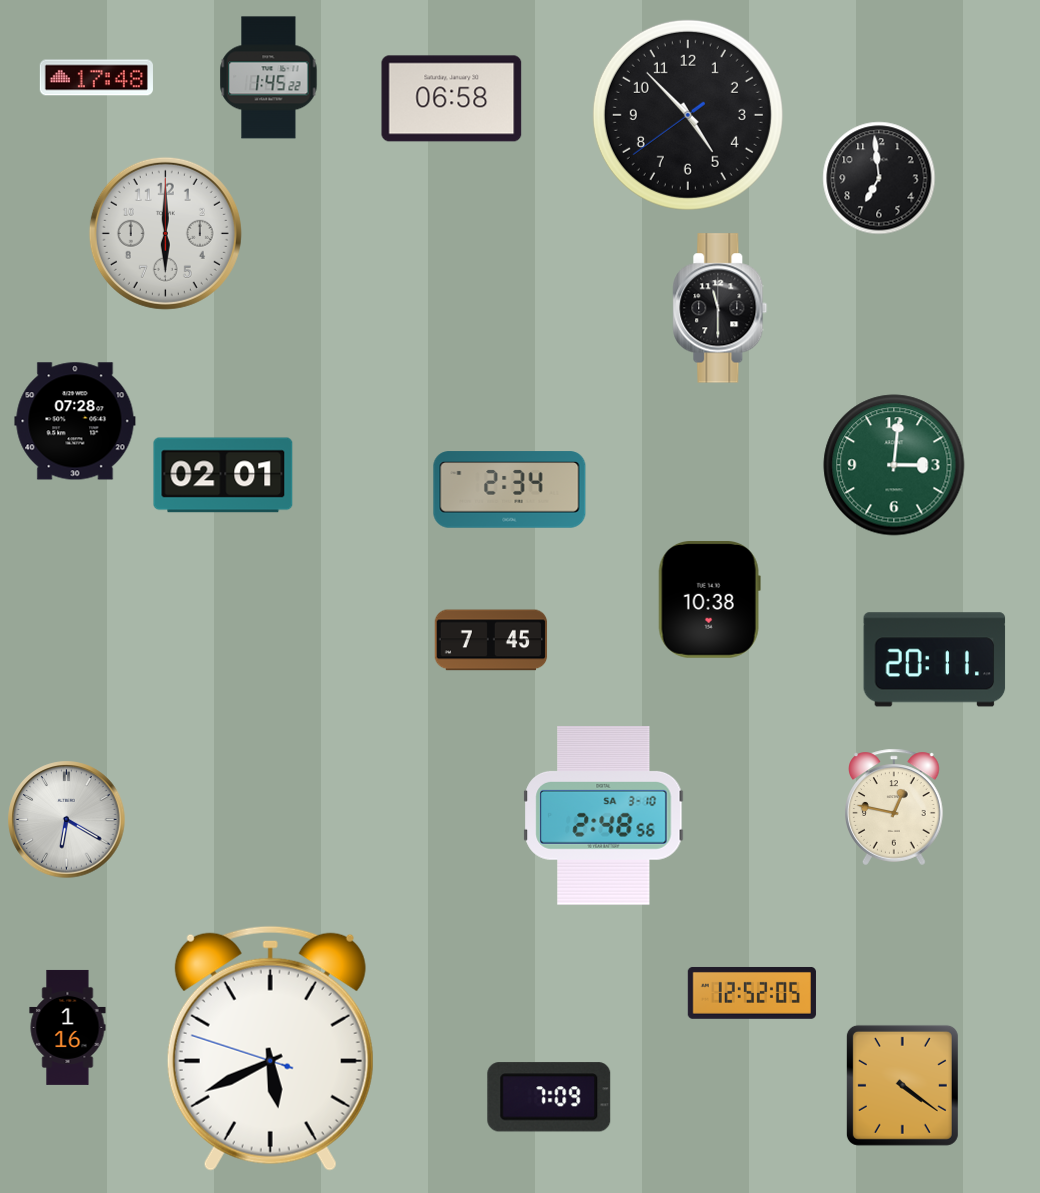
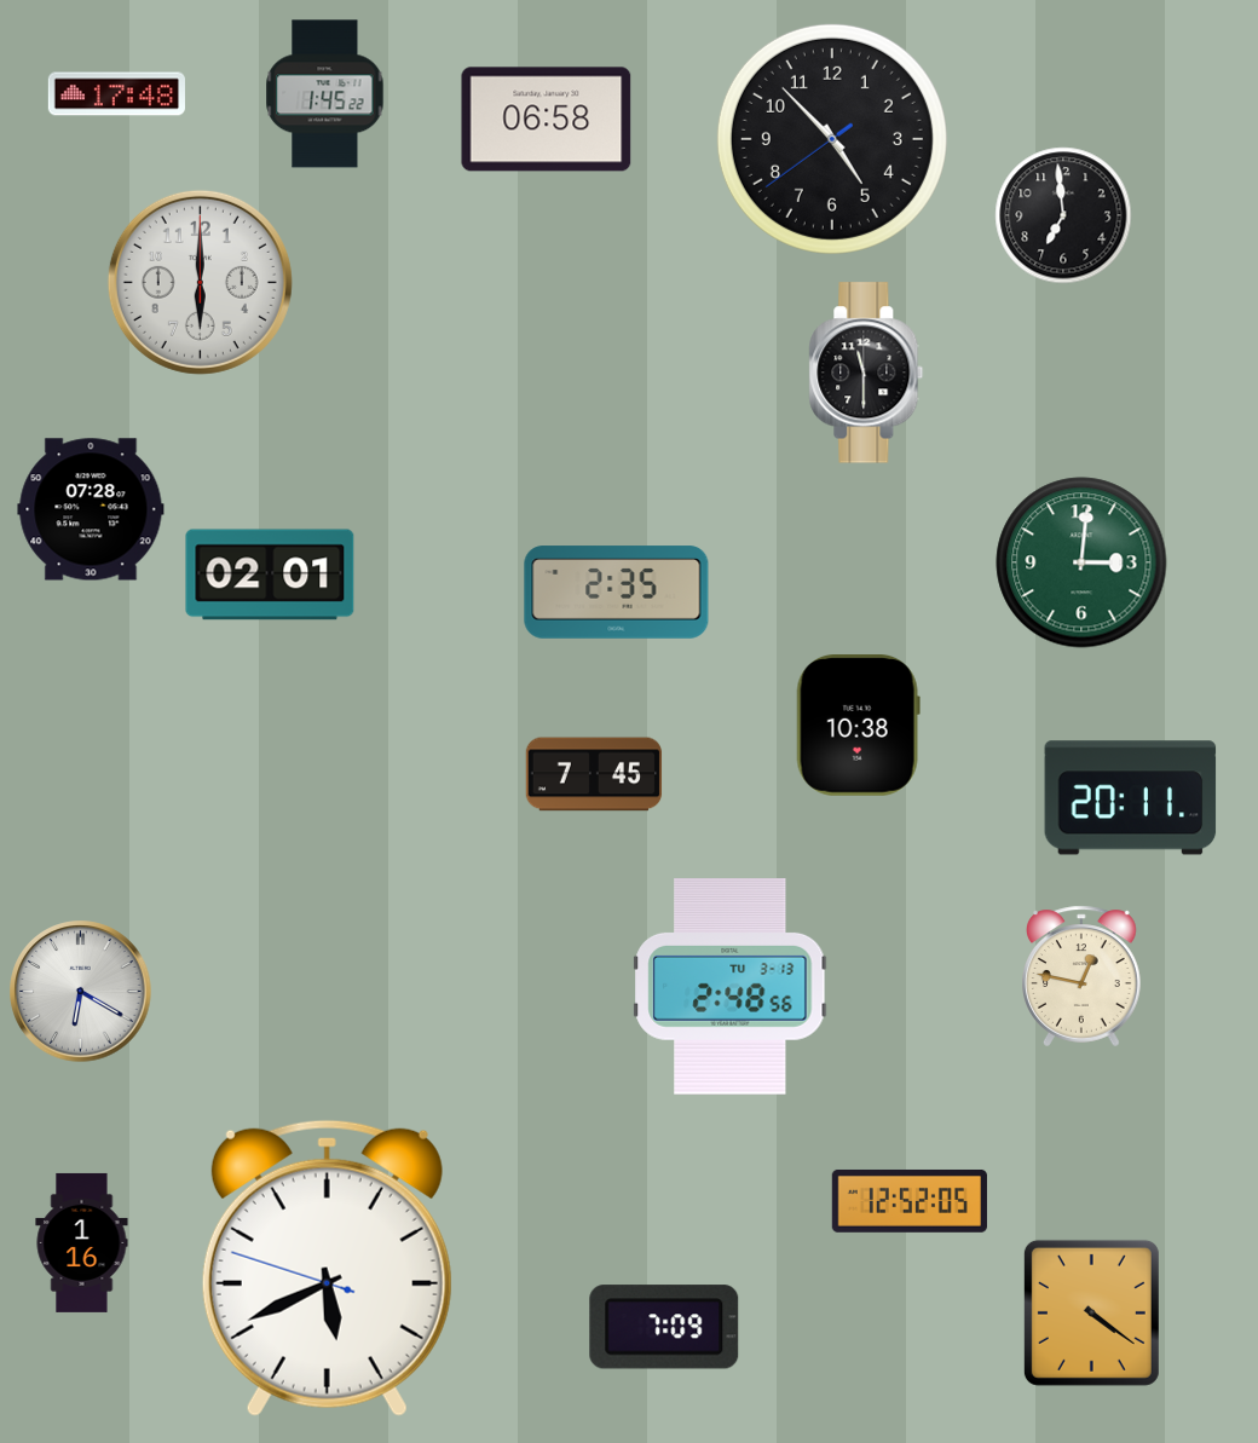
clock at (720, 308) position: (720, 308) -> (866, 373)
clock at (510, 490): 2:34 -> 2:35
clock at (604, 816) date: SA 3-10 -> TU 3-13
